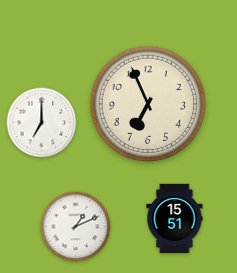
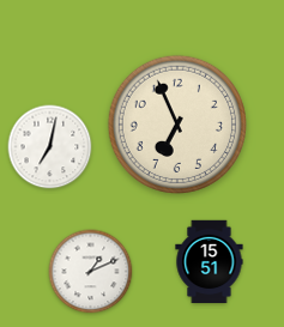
clock at (42, 123): 7:00 -> 7:02
